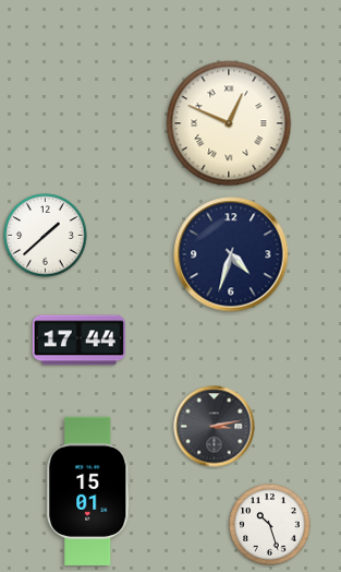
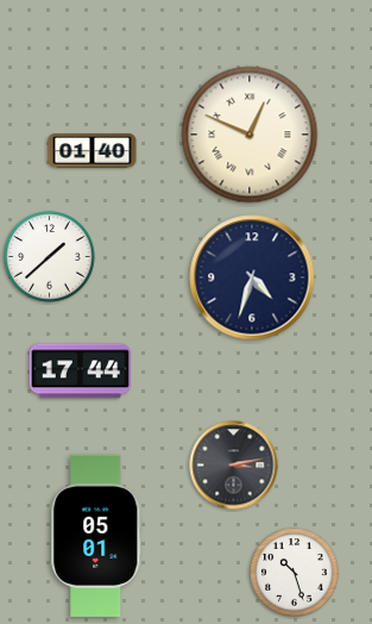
clock at (93, 151): none -> 01:40
clock at (78, 341) position: (78, 341) -> (80, 372)
clock at (88, 491): 15:01 -> 05:01
